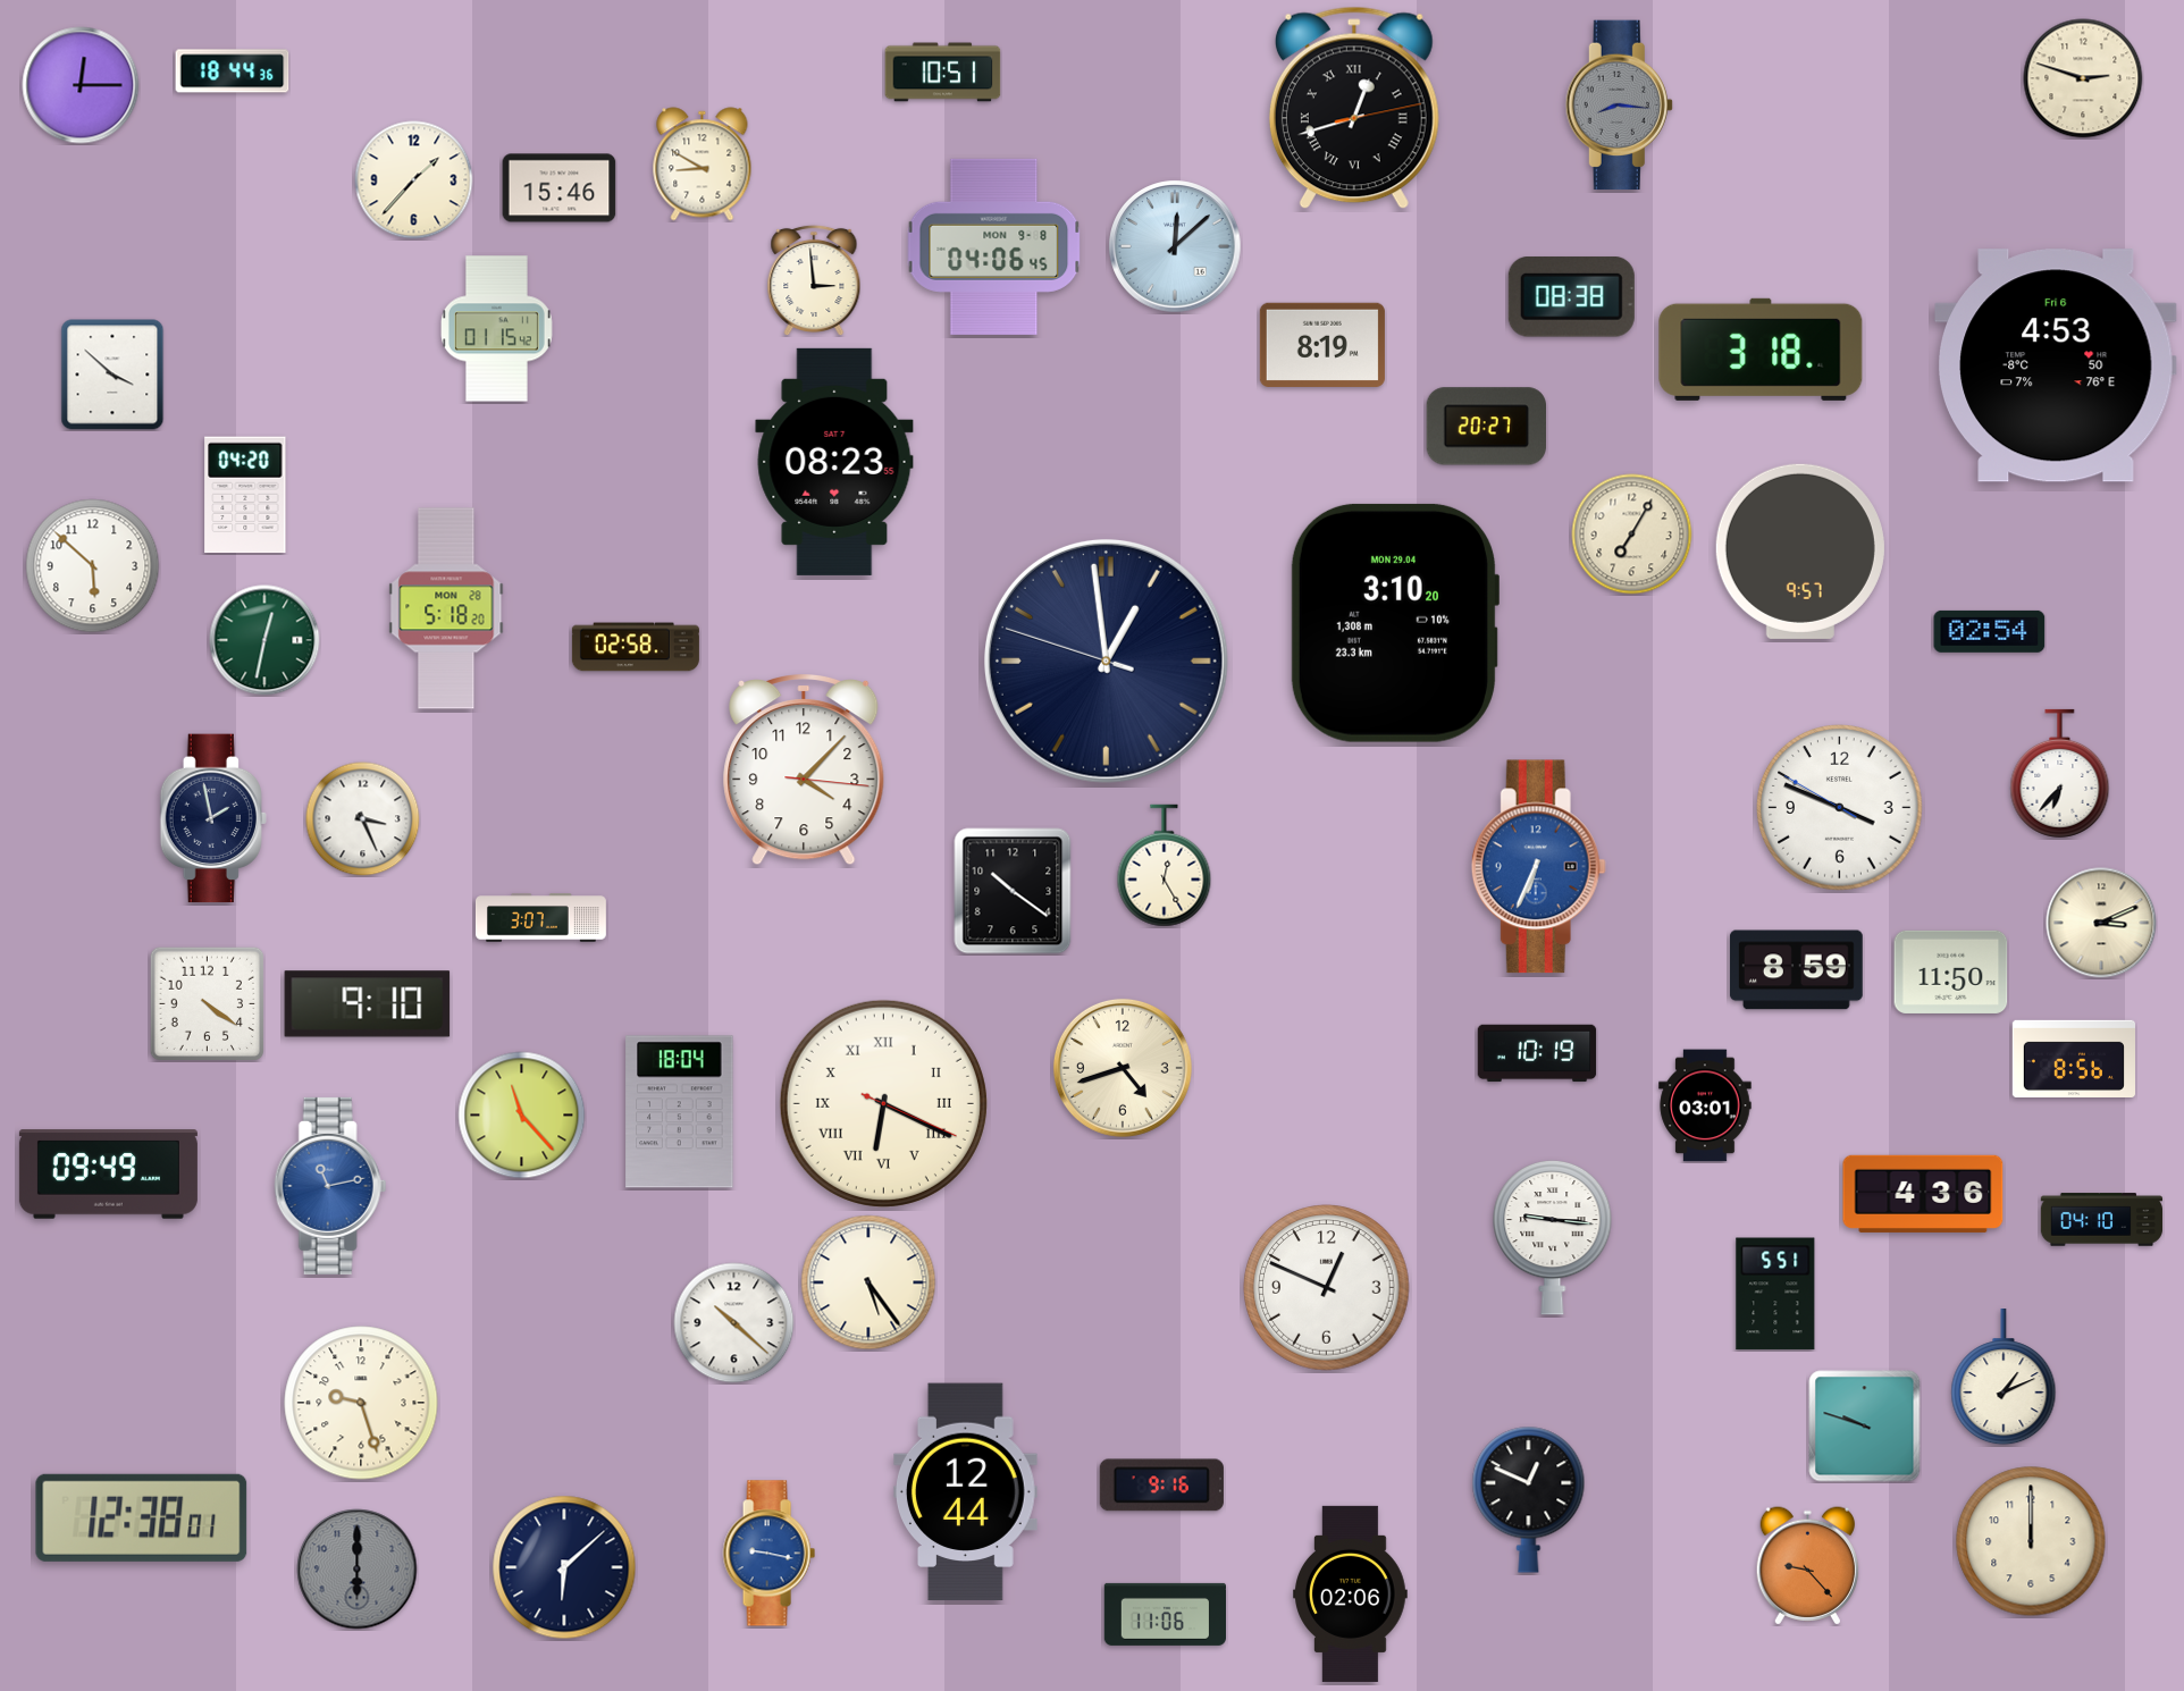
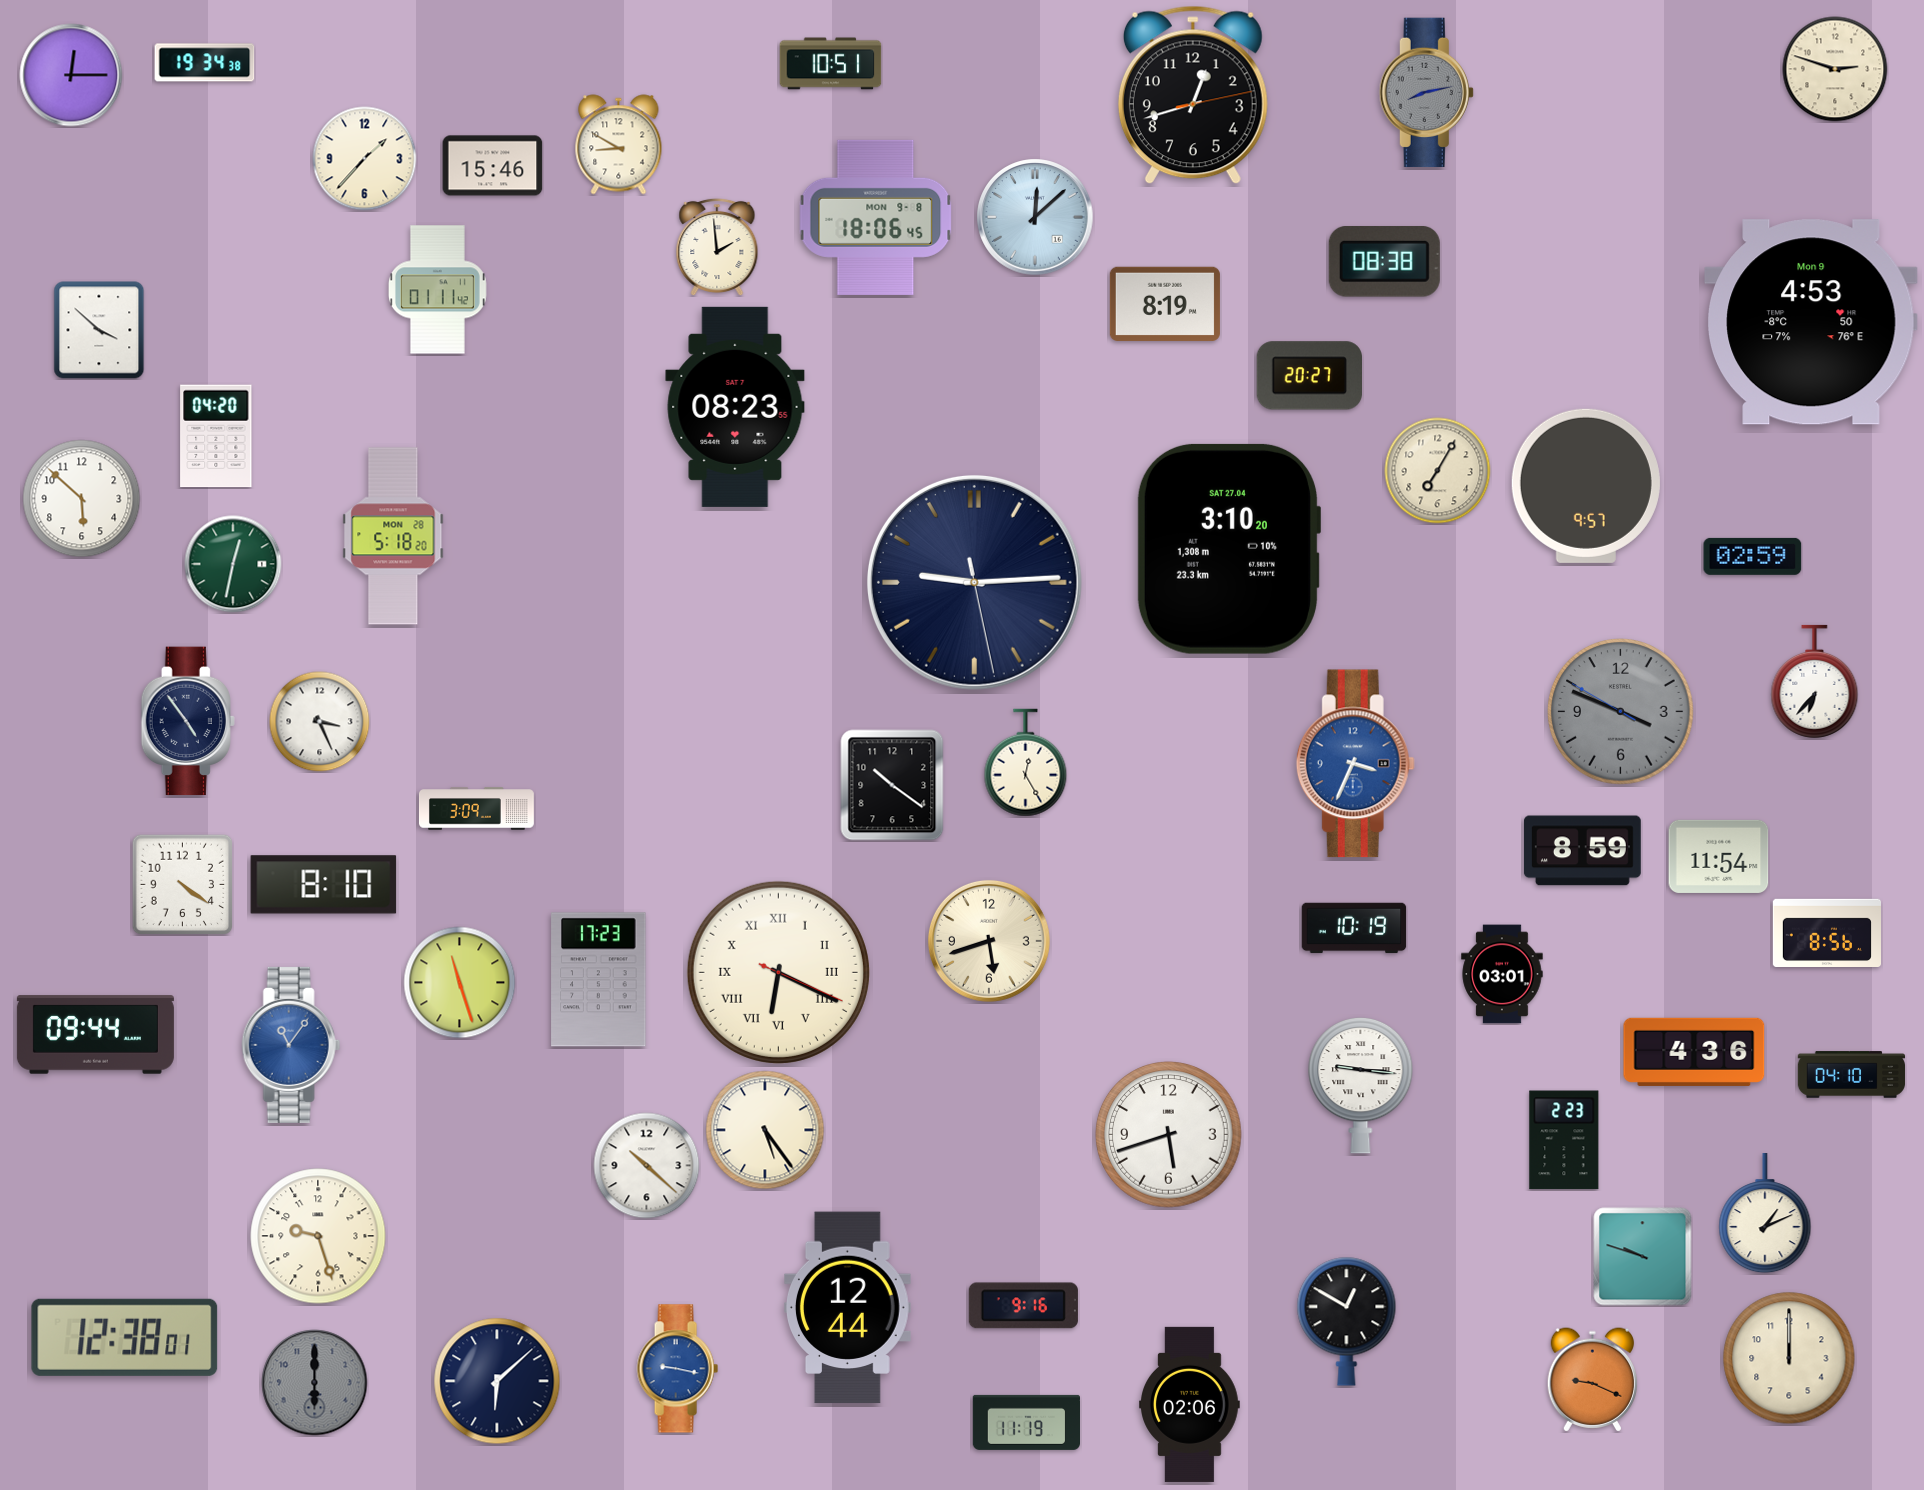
clock at (233, 71): 18:44 -> 19:34
clock at (1619, 106): 8:16 -> 8:13
clock at (1354, 108) numerals: Roman -> Arabic
clock at (994, 246): 04:06 -> 18:06
clock at (814, 280): 2:59 -> 1:59
clock at (496, 329): 01:15 -> 01:11
clock at (1761, 350): 3:18 -> none
clock at (2057, 365) date: Fri 6 -> Mon 9
clock at (1394, 623) date: MON 29.04 -> SAT 27.04
clock at (1990, 631): 02:54 -> 02:59
clock at (636, 647): 02:58 -> none
clock at (1106, 661): 12:58 -> 9:14
clock at (804, 771): 4:07 -> none
clock at (1840, 808) dial: white -> grey
clock at (213, 818): 1:58 -> 4:54
clock at (1538, 867): 6:34 -> 3:34
clock at (540, 918): 3:07 -> 3:09
clock at (2101, 923): 3:11 -> none
clock at (1796, 970) position: (1796, 970) -> (1582, 851)
clock at (1951, 971): 11:50 -> 11:54
clock at (368, 1004): 9:10 -> 8:10
clock at (1123, 1068): 4:42 -> 5:42
clock at (680, 1112): 18:04 -> 17:23
clock at (522, 1116): 11:23 -> 11:27
clock at (108, 1175): 09:49 -> 09:44
clock at (330, 1186): 11:13 -> 11:06
clock at (1553, 1237) position: (1553, 1237) -> (1361, 1085)
clock at (1327, 1288): 12:49 -> 5:42
clock at (1775, 1294): 5:51 -> 2:23
clock at (1161, 1486) position: (1161, 1486) -> (1023, 1306)
clock at (966, 1492) position: (966, 1492) -> (848, 1308)
clock at (1529, 1499): 12:49 -> 12:50
clock at (1807, 1566): 9:23 -> 9:19
clock at (1165, 1614): 11:06 -> 11:19
